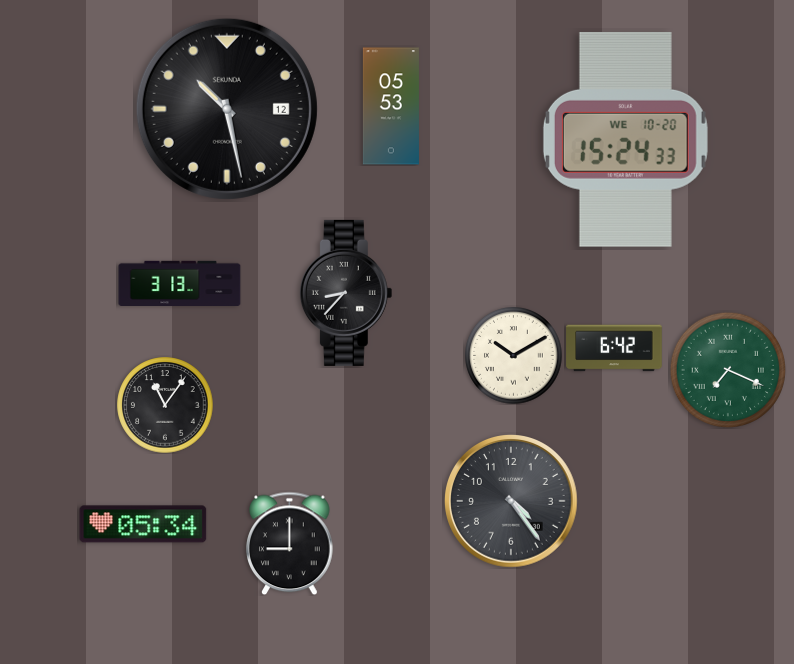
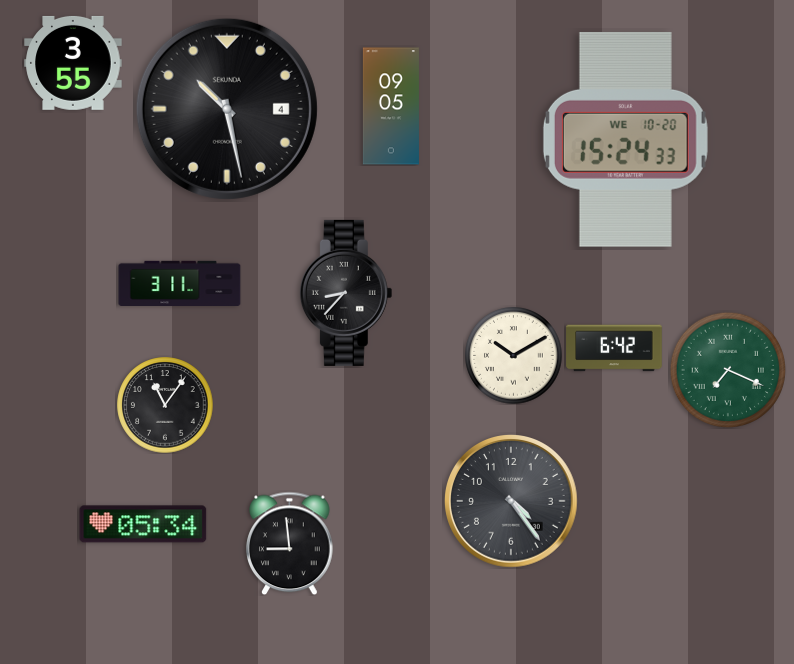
clock at (73, 63): none -> 3:55
clock at (391, 106): 05:53 -> 09:05
clock at (227, 109) date: 12 -> 4
clock at (180, 283): 3:13 -> 3:11
clock at (290, 543): 9:00 -> 8:59
